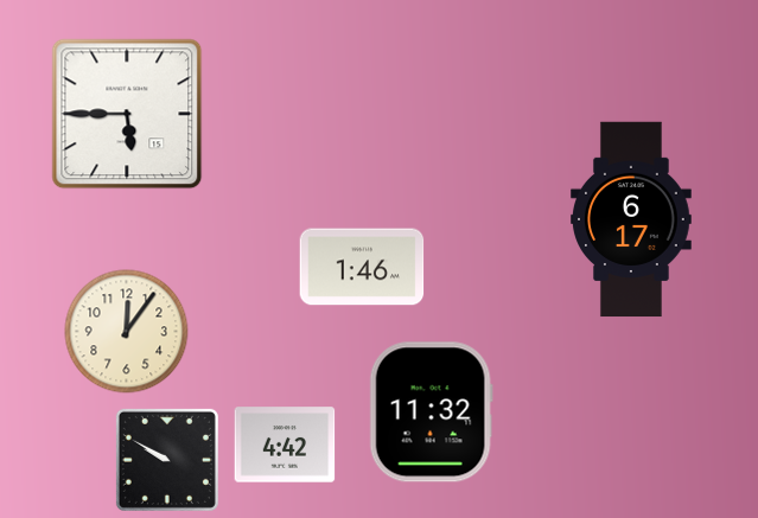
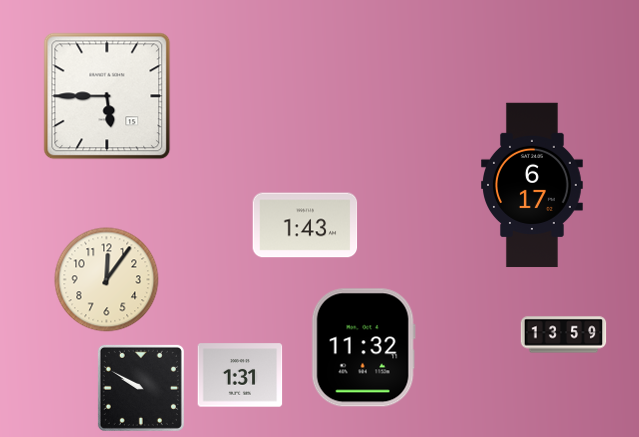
clock at (362, 267): 1:46 -> 1:43
clock at (564, 335): none -> 13:59
clock at (285, 445): 4:42 -> 1:31
